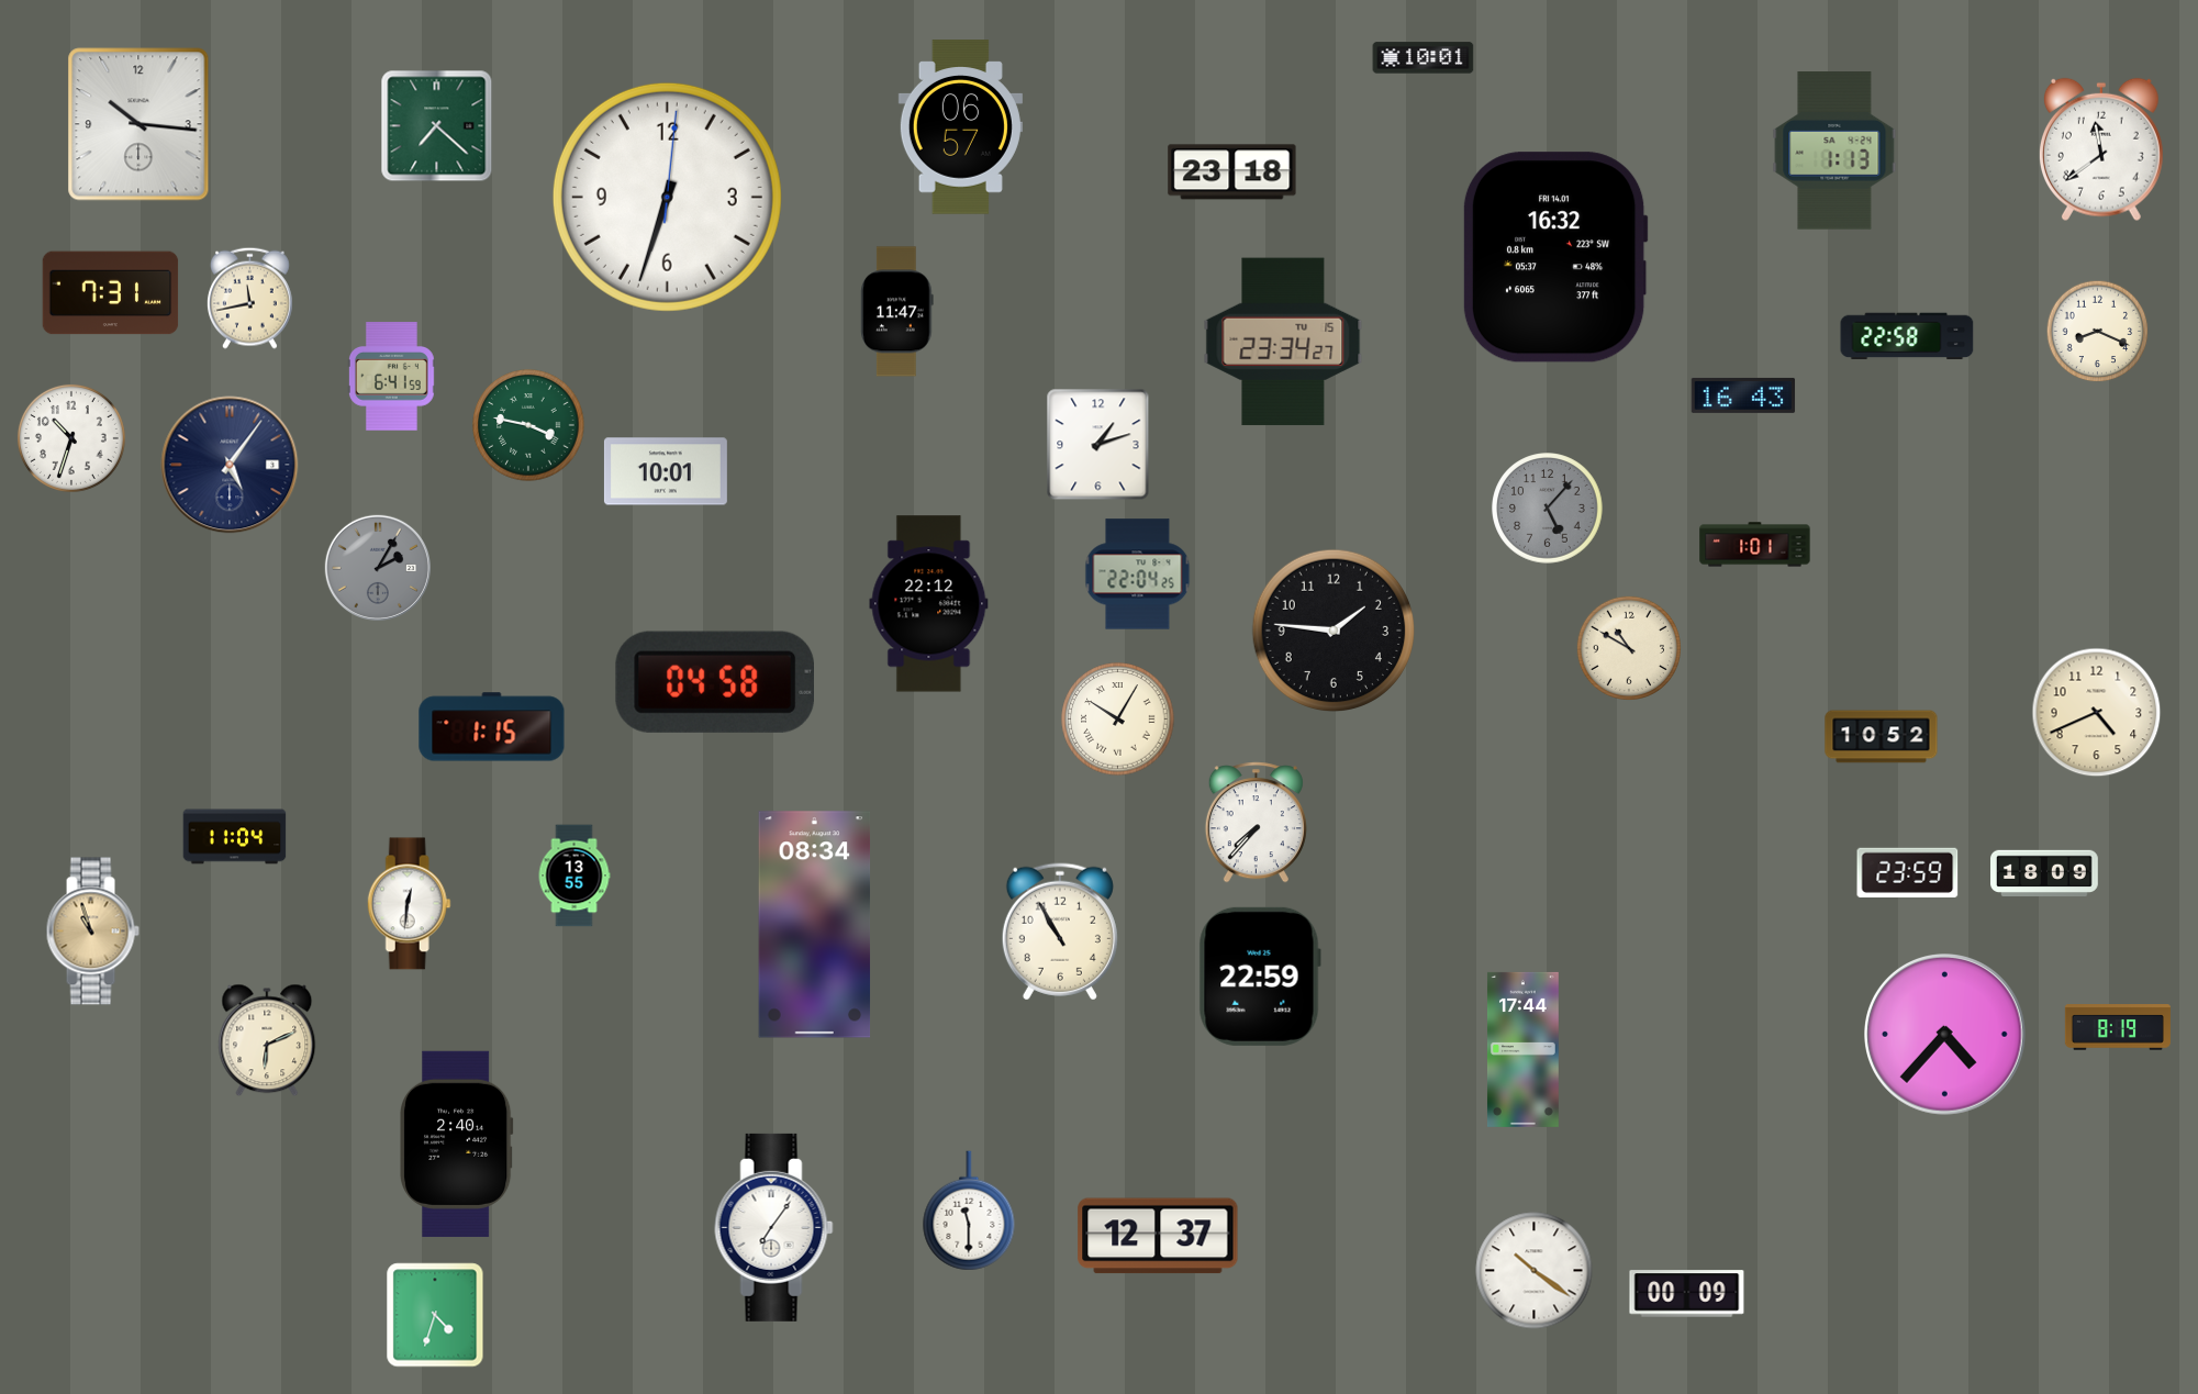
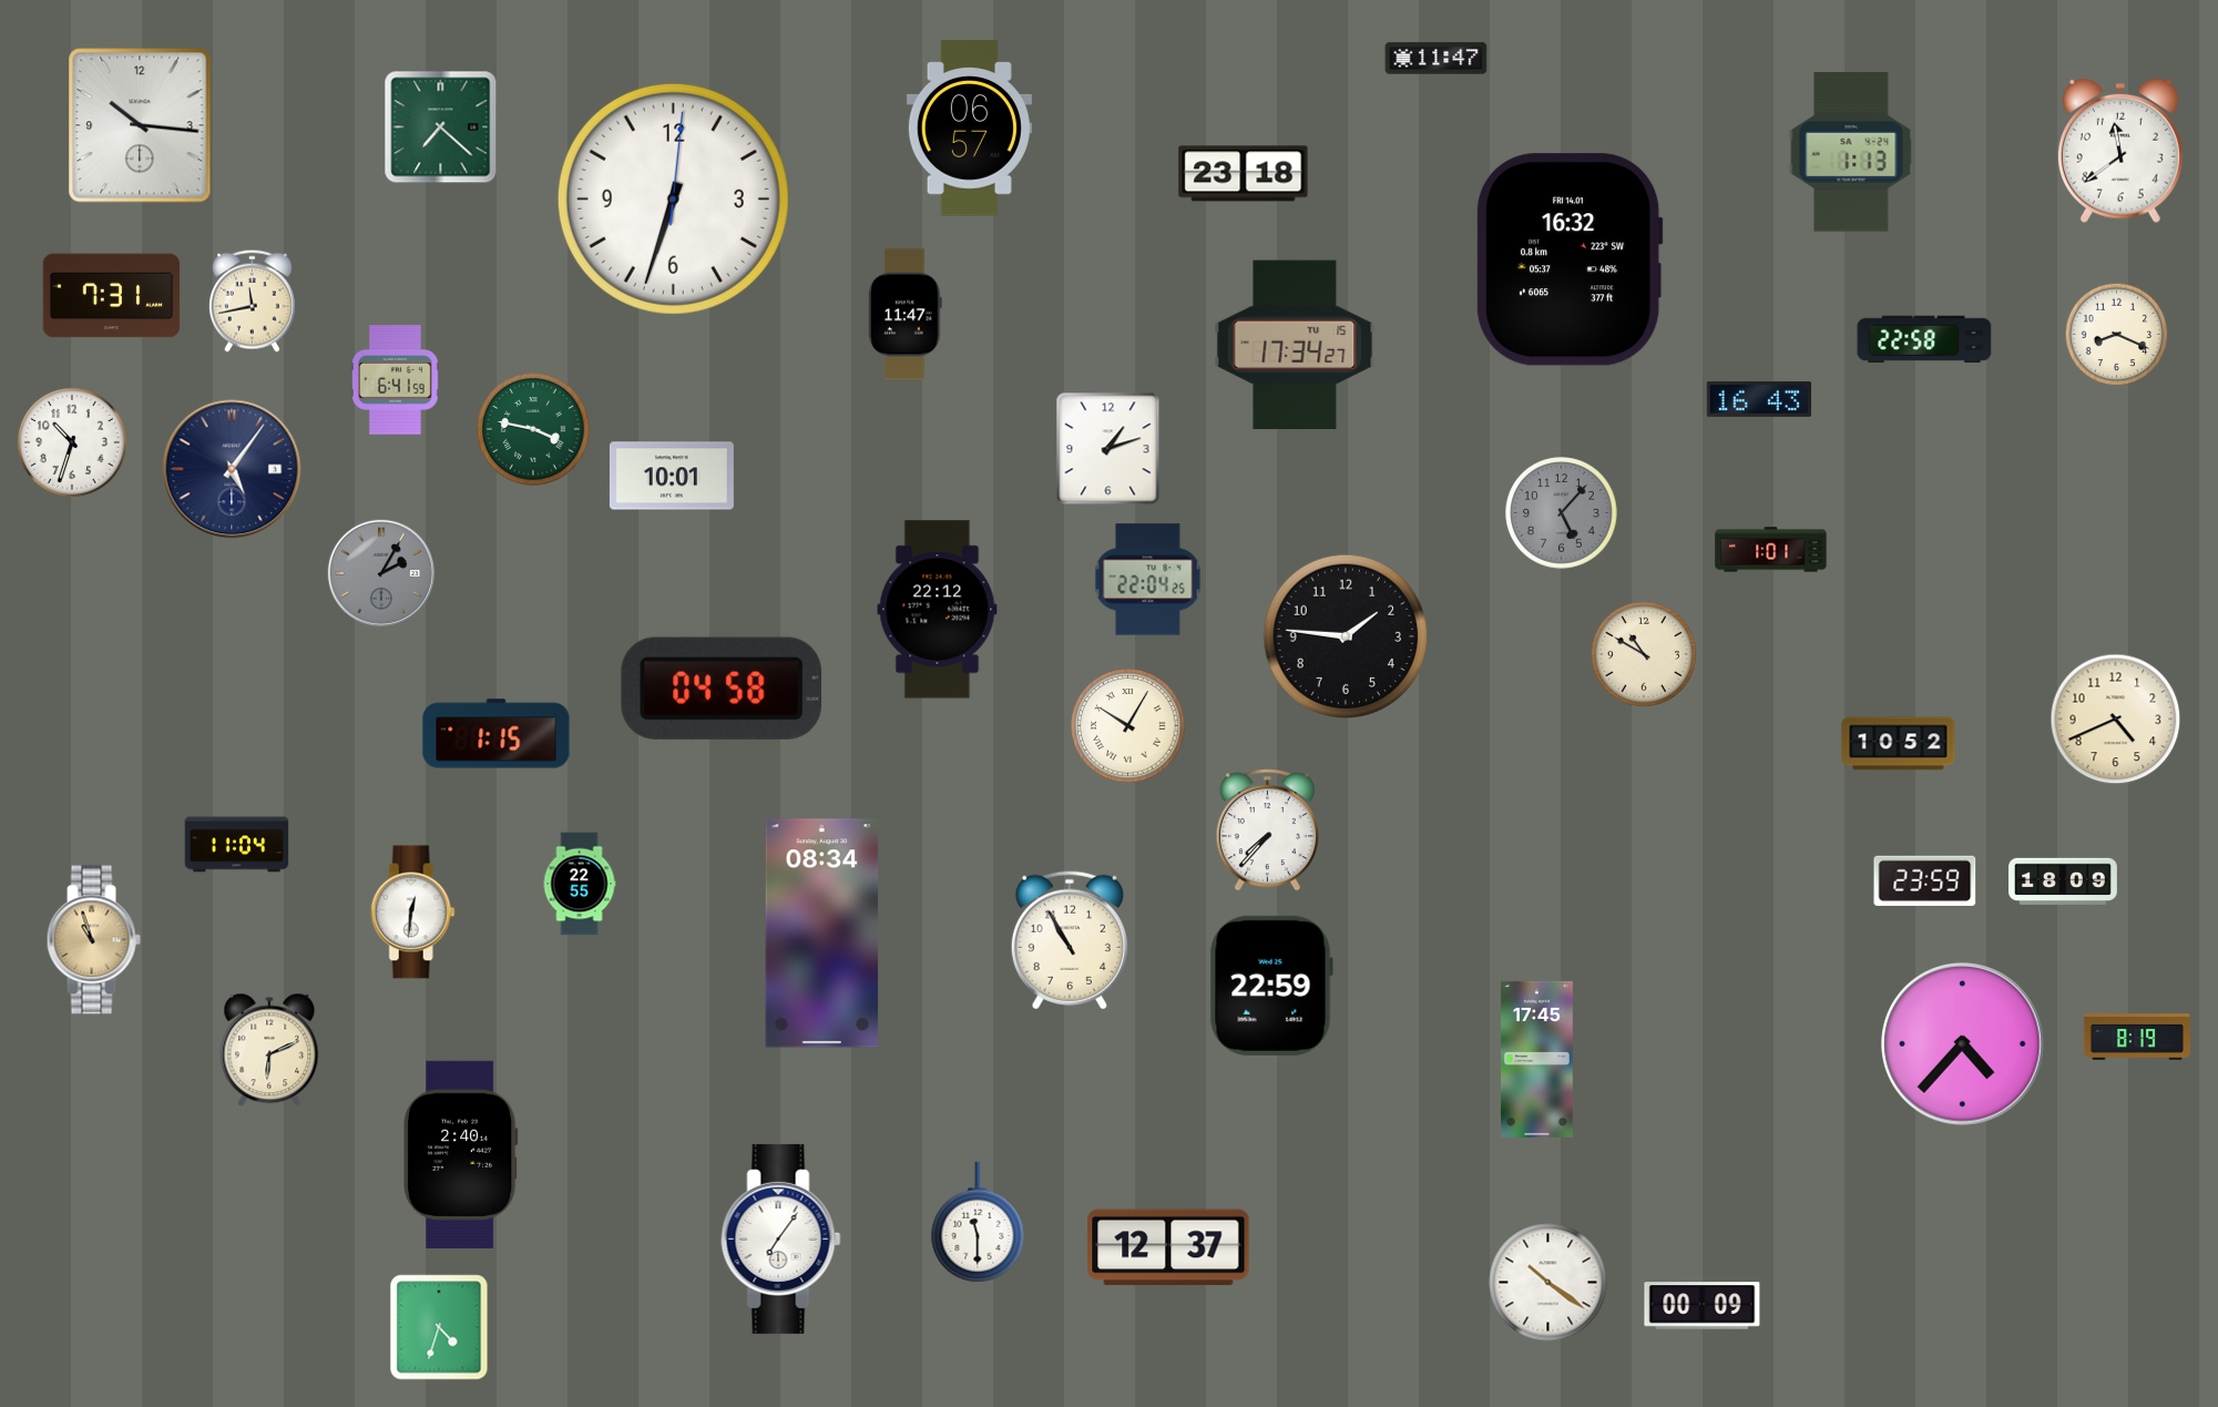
clock at (1424, 58): 10:01 -> 11:47
clock at (1283, 342): 23:34 -> 17:34
clock at (574, 876): 13:55 -> 22:55
clock at (1522, 1049): 17:44 -> 17:45
